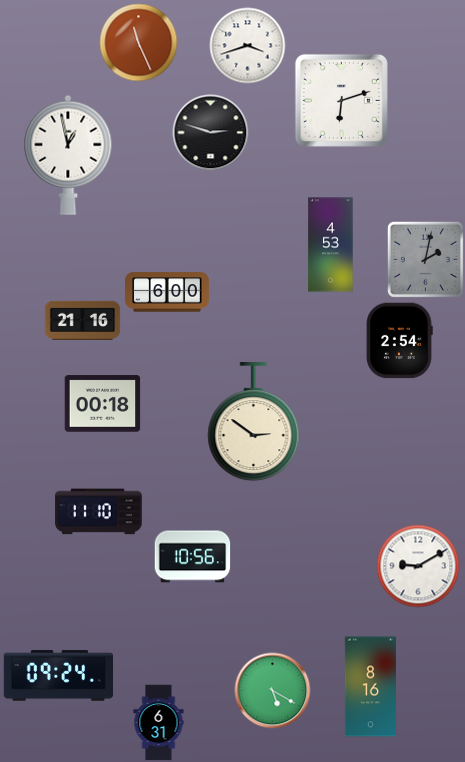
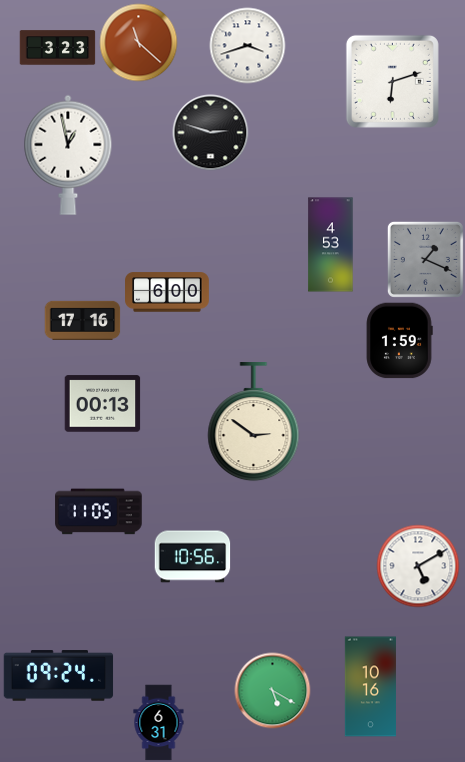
clock at (139, 43): 11:26 -> 11:22
clock at (58, 48): none -> 3:23
clock at (341, 100) position: (341, 100) -> (392, 81)
clock at (425, 259): 2:02 -> 1:19
clock at (83, 320): 21:16 -> 17:16
clock at (399, 341): 2:54 -> 1:59
clock at (103, 404): 00:18 -> 00:13
clock at (99, 512): 11:10 -> 11:05
clock at (418, 566): 9:10 -> 5:10
clock at (370, 687): 8:16 -> 10:16
